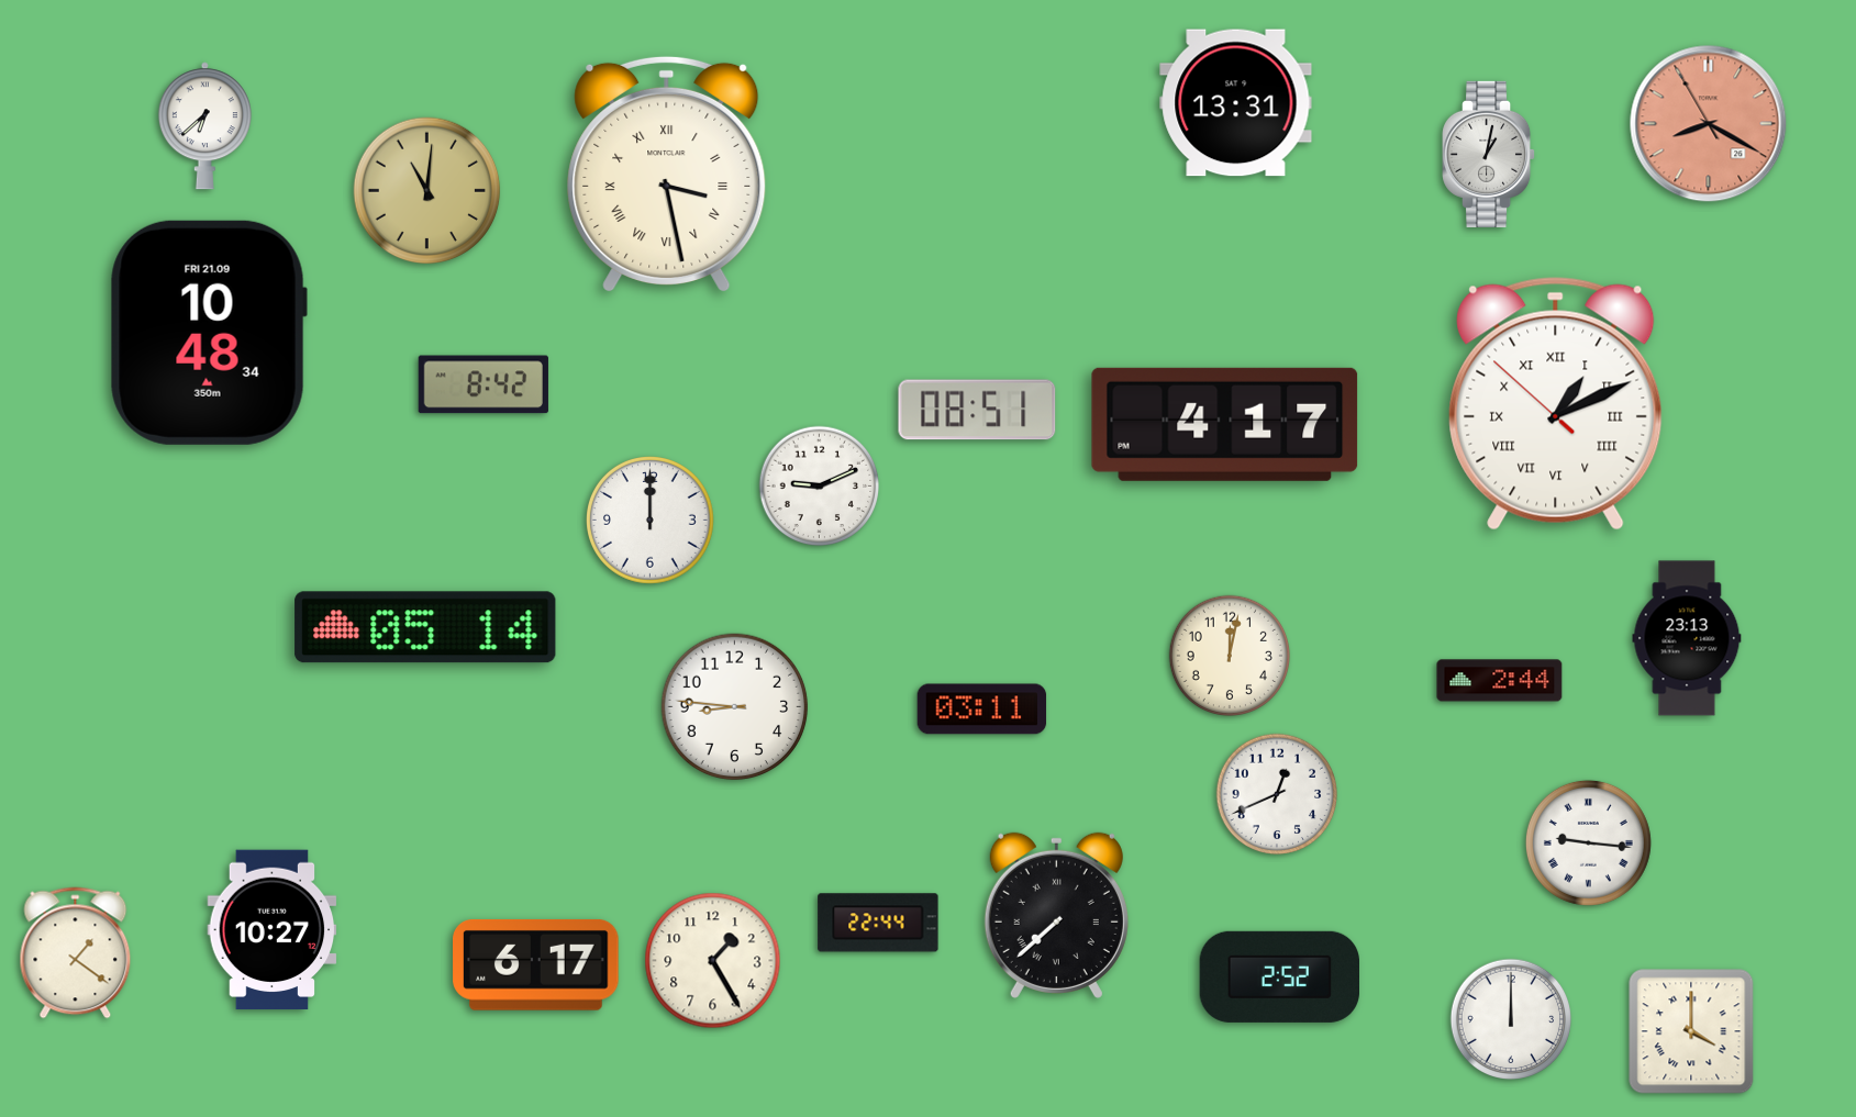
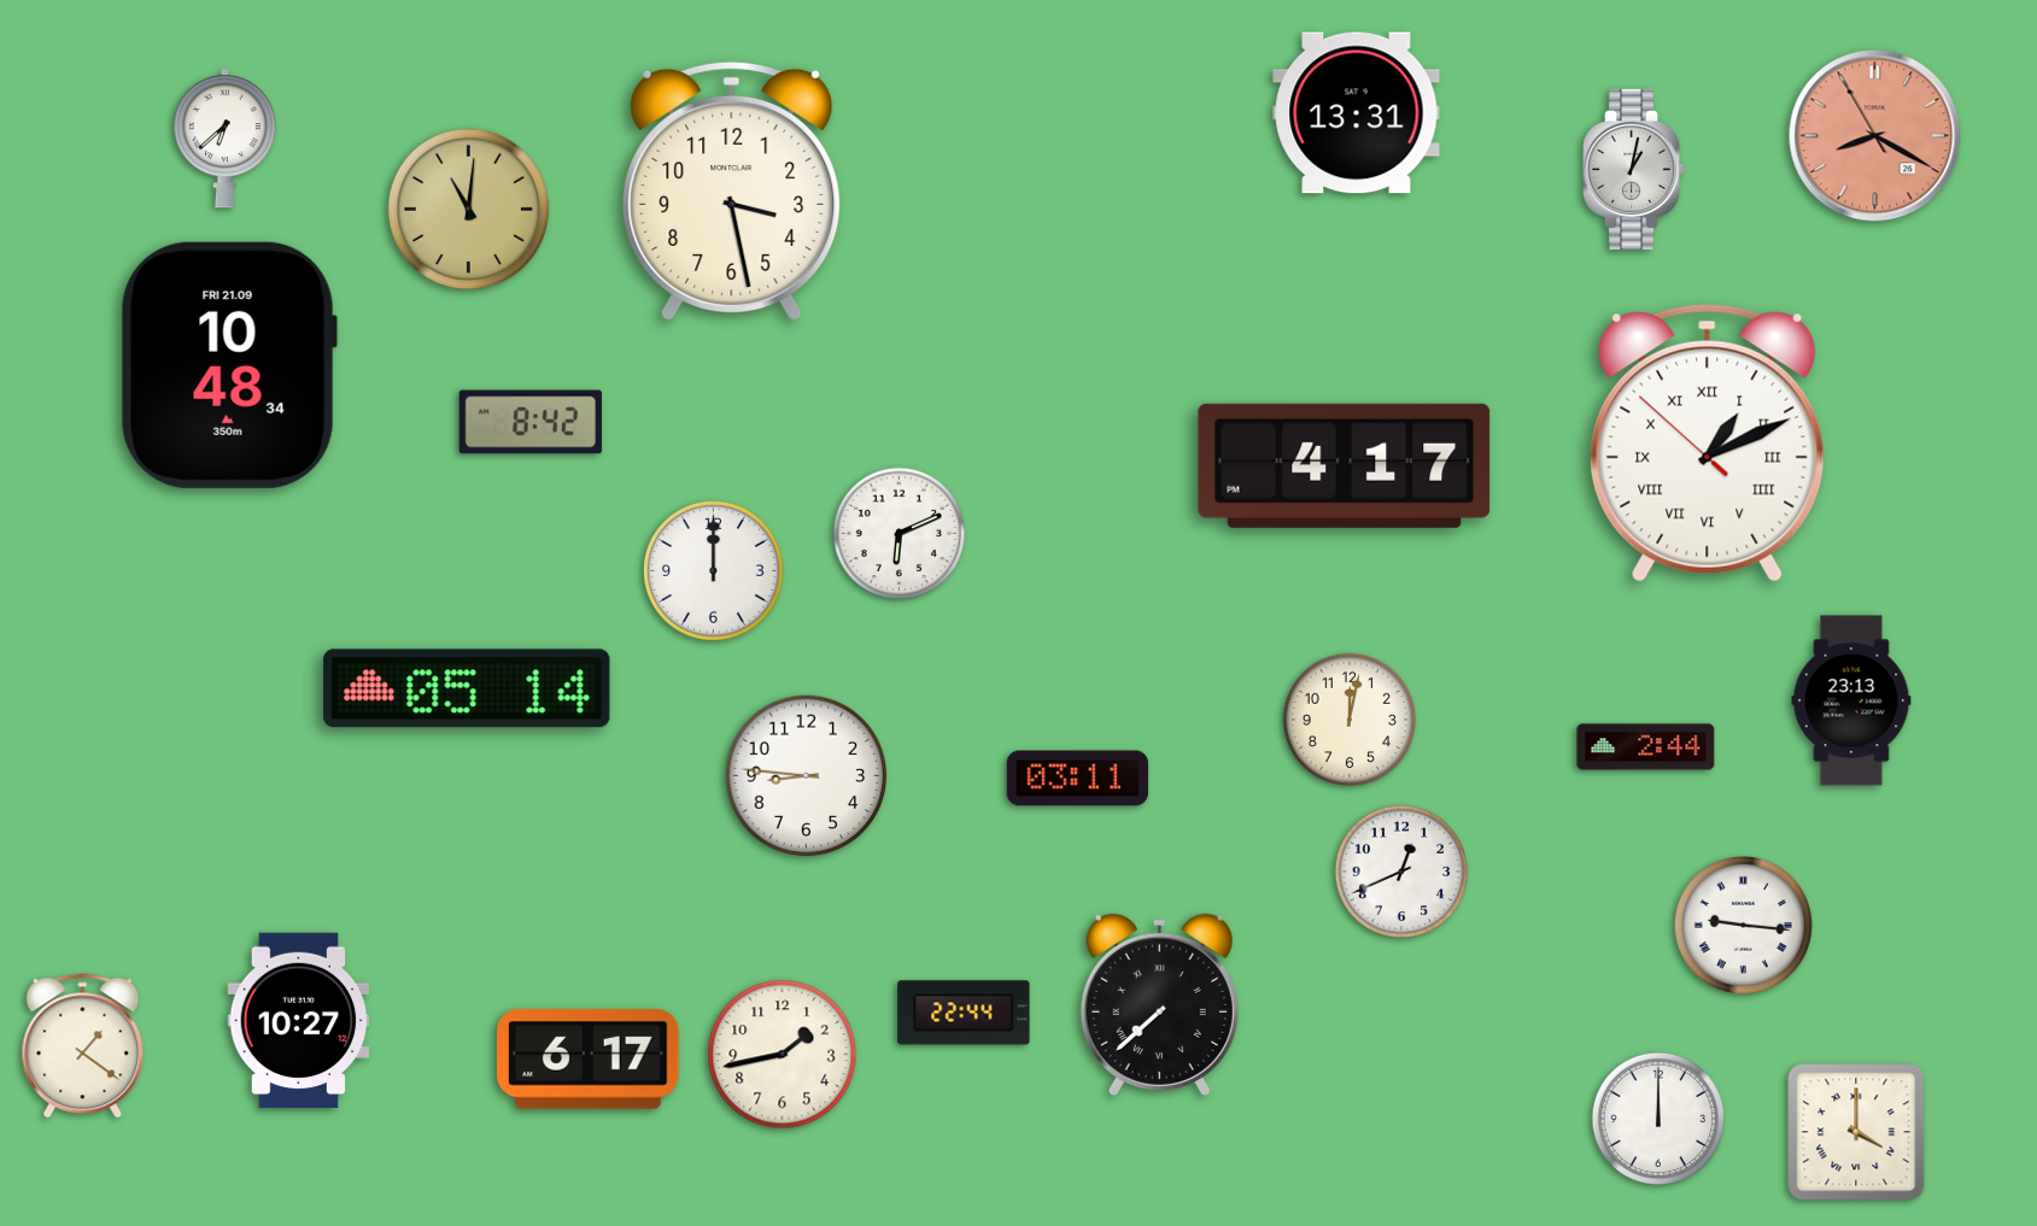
clock at (667, 174) numerals: Roman -> Arabic
clock at (977, 410): 08:51 -> none
clock at (820, 487): 9:11 -> 6:11
clock at (713, 961): 1:25 -> 1:43
clock at (1280, 976): 2:52 -> none
